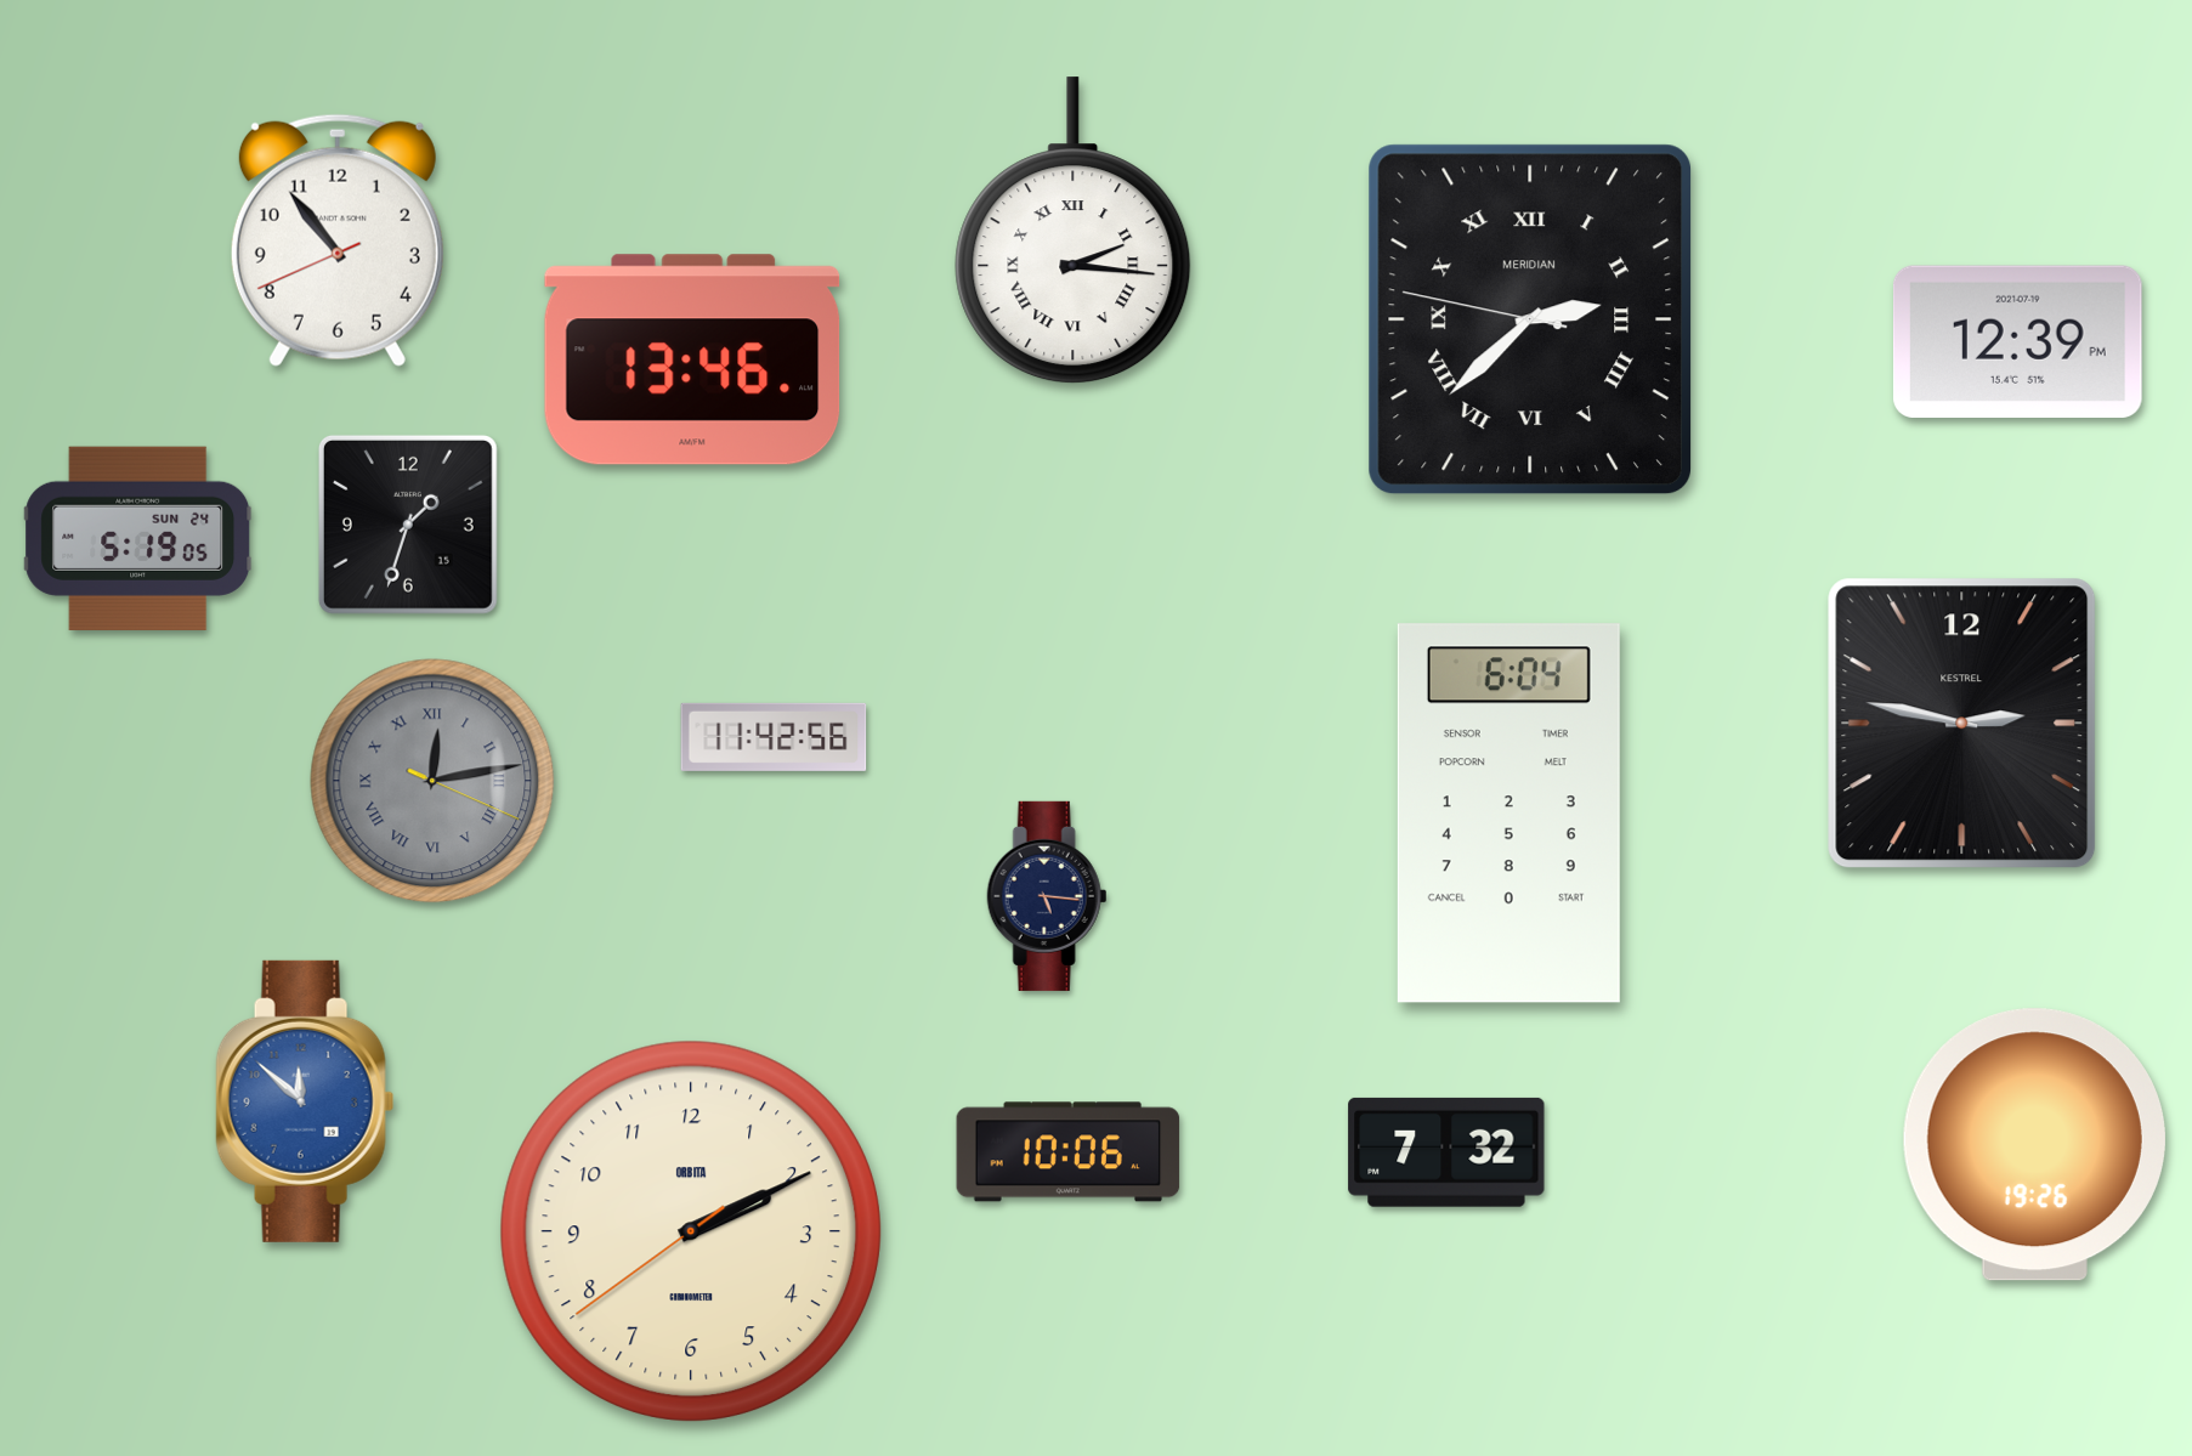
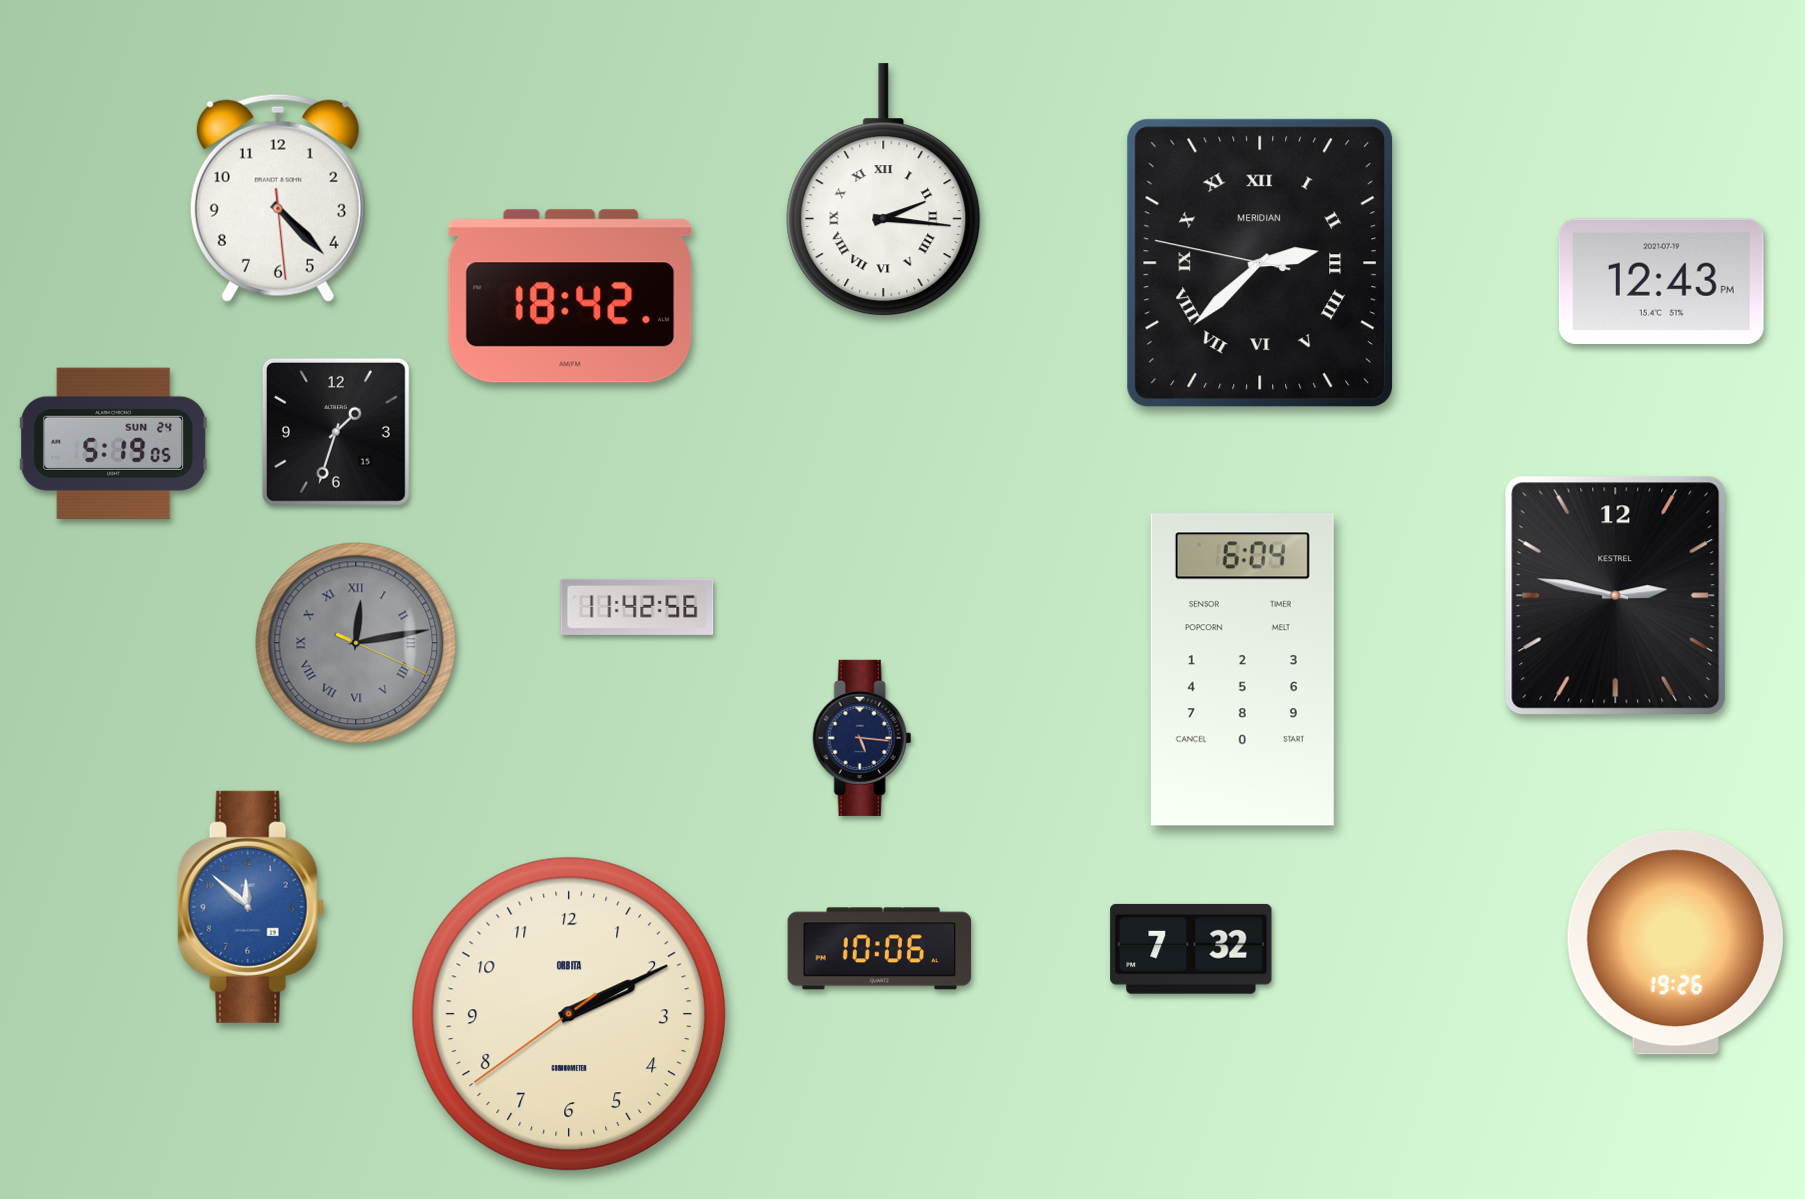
clock at (338, 240): 10:53 -> 4:22
clock at (2017, 341): 12:39 -> 12:43
clock at (692, 359): 13:46 -> 18:42
